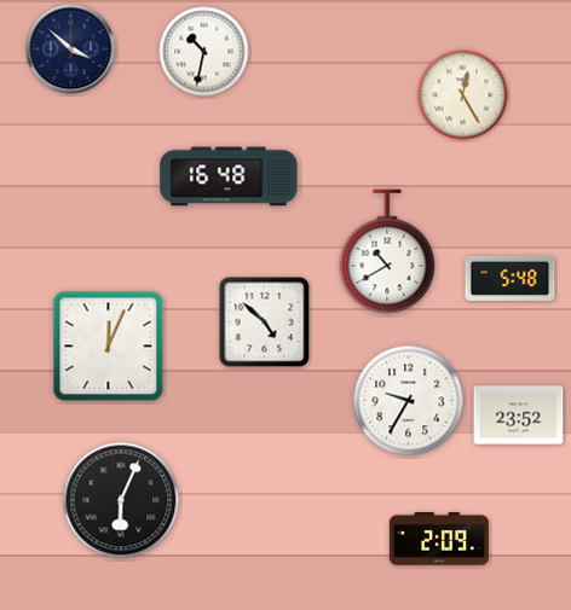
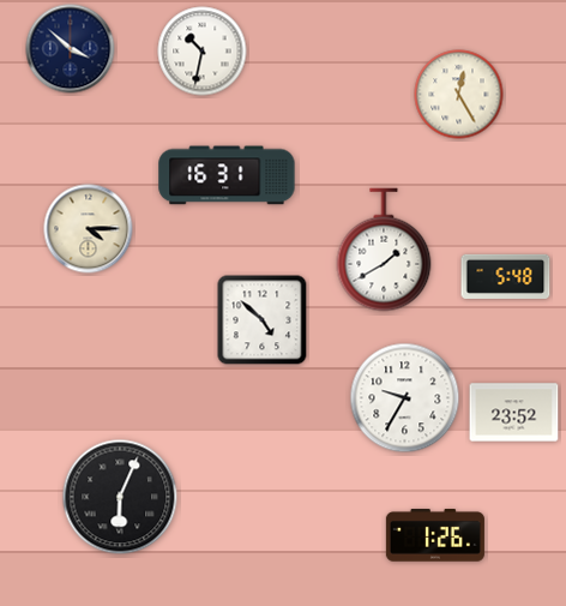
clock at (229, 176): 16:48 -> 16:31
clock at (89, 229): none -> 4:15
clock at (387, 251): 10:40 -> 1:40
clock at (109, 347): 12:04 -> none
clock at (439, 539): 2:09 -> 1:26
